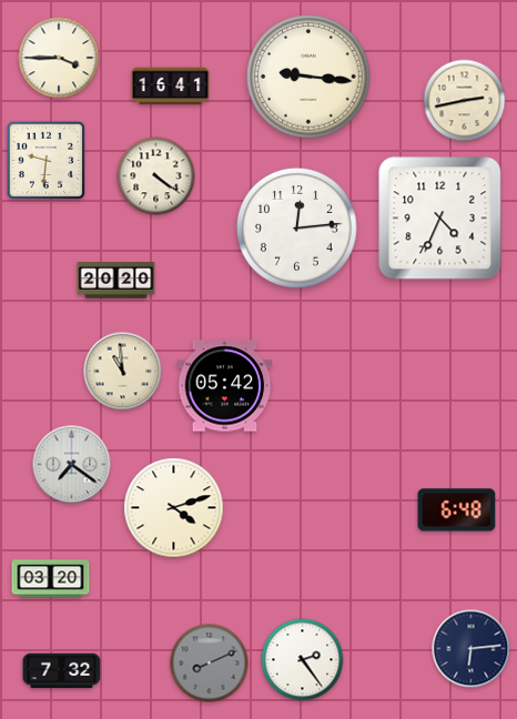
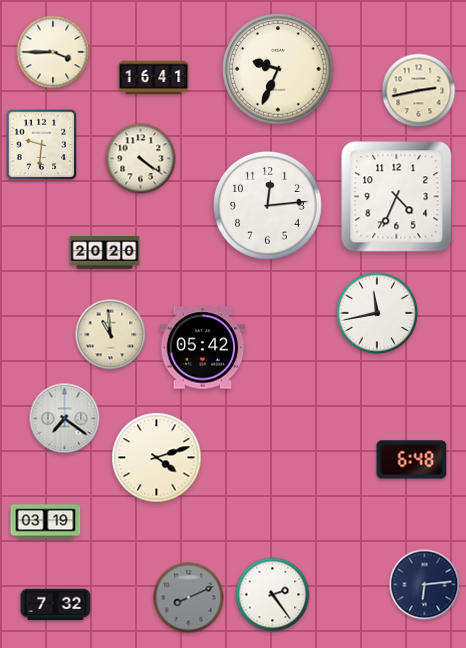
clock at (308, 77): 9:16 -> 9:34
clock at (377, 313): none -> 11:43
clock at (51, 579): 03:20 -> 03:19
